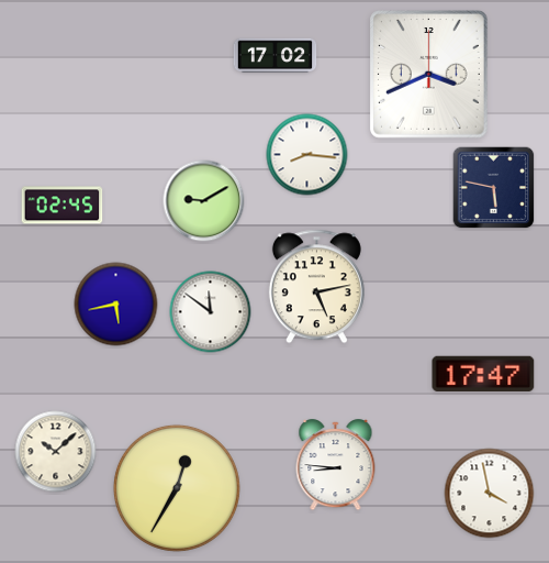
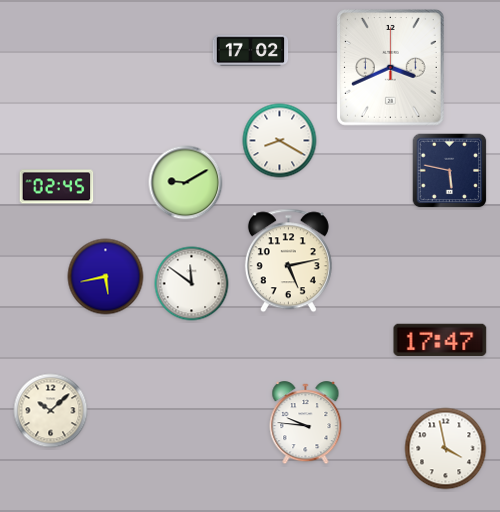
clock at (307, 155): 8:16 -> 8:20
clock at (336, 465): 8:46 -> 9:46
clock at (177, 488): 12:35 -> none
